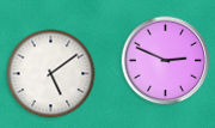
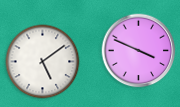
clock at (166, 61): 2:49 -> 3:49
